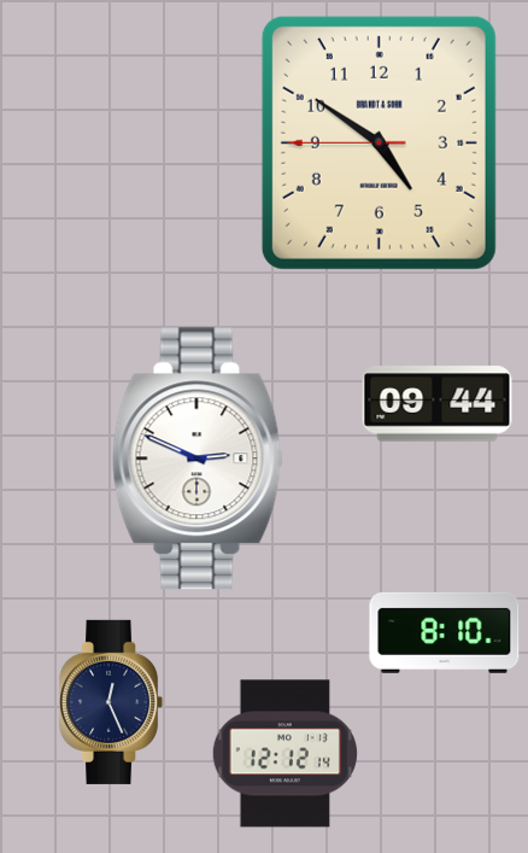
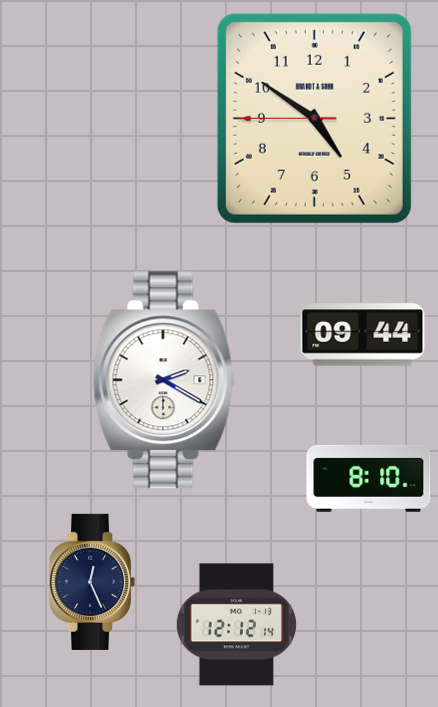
clock at (198, 458): 2:49 -> 2:20
clock at (445, 632) position: (445, 632) -> (369, 478)
